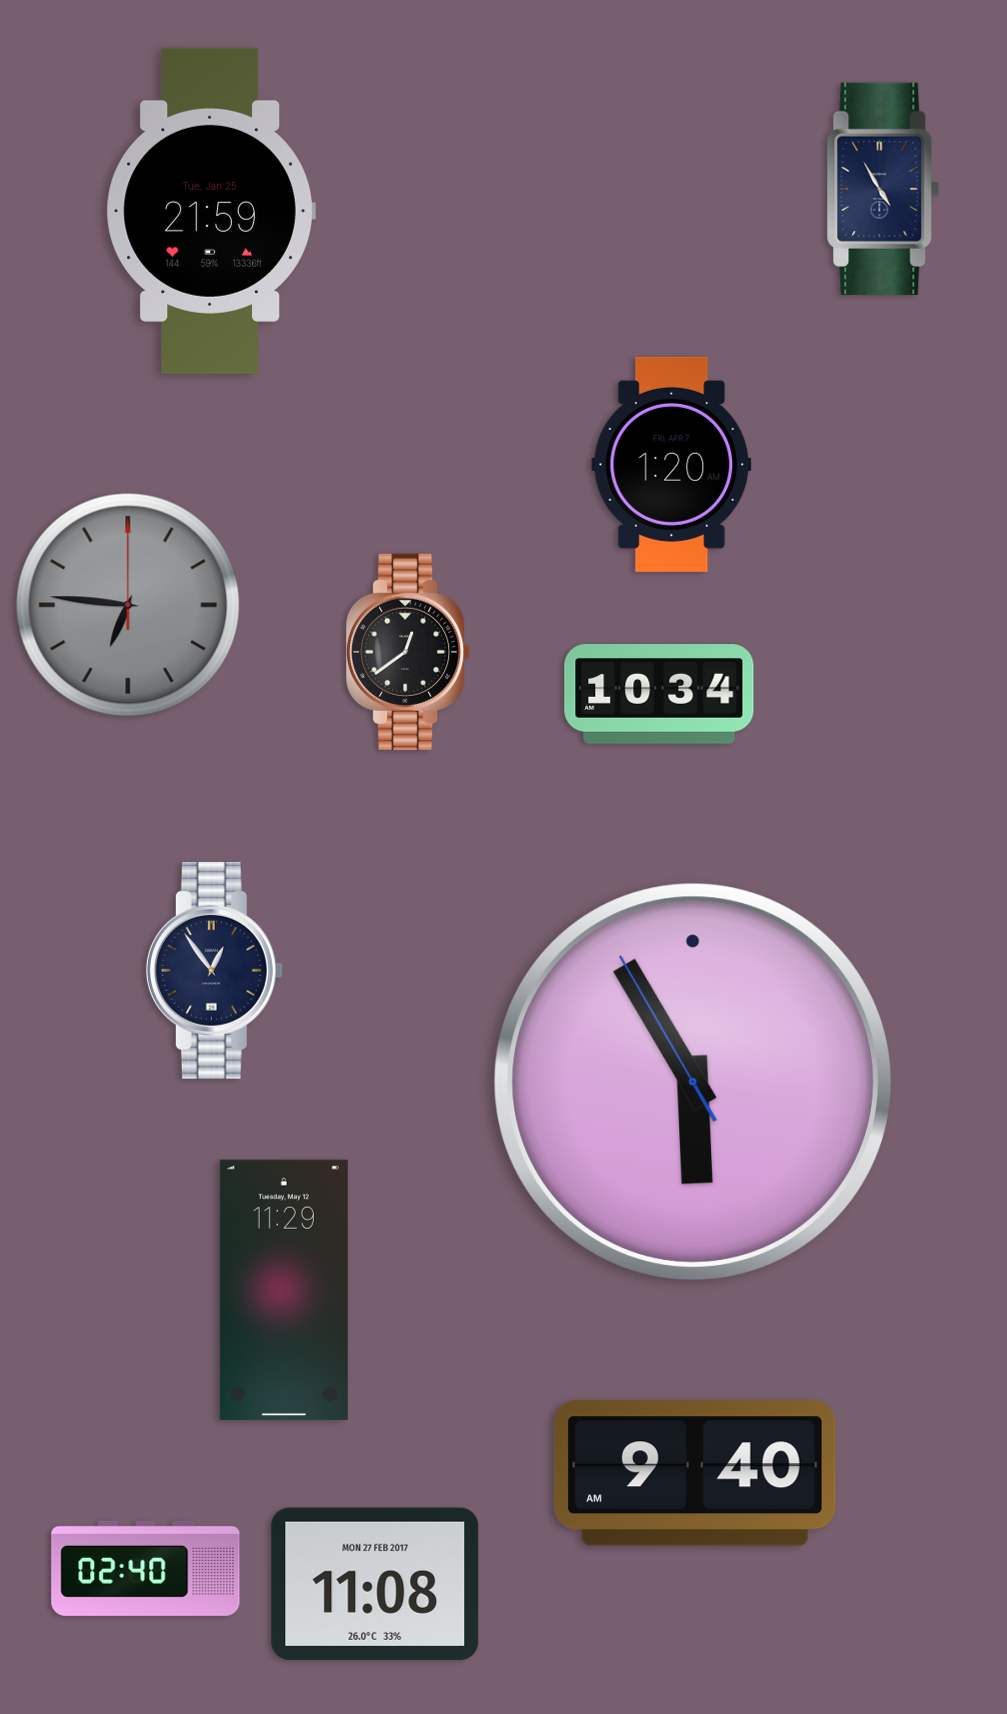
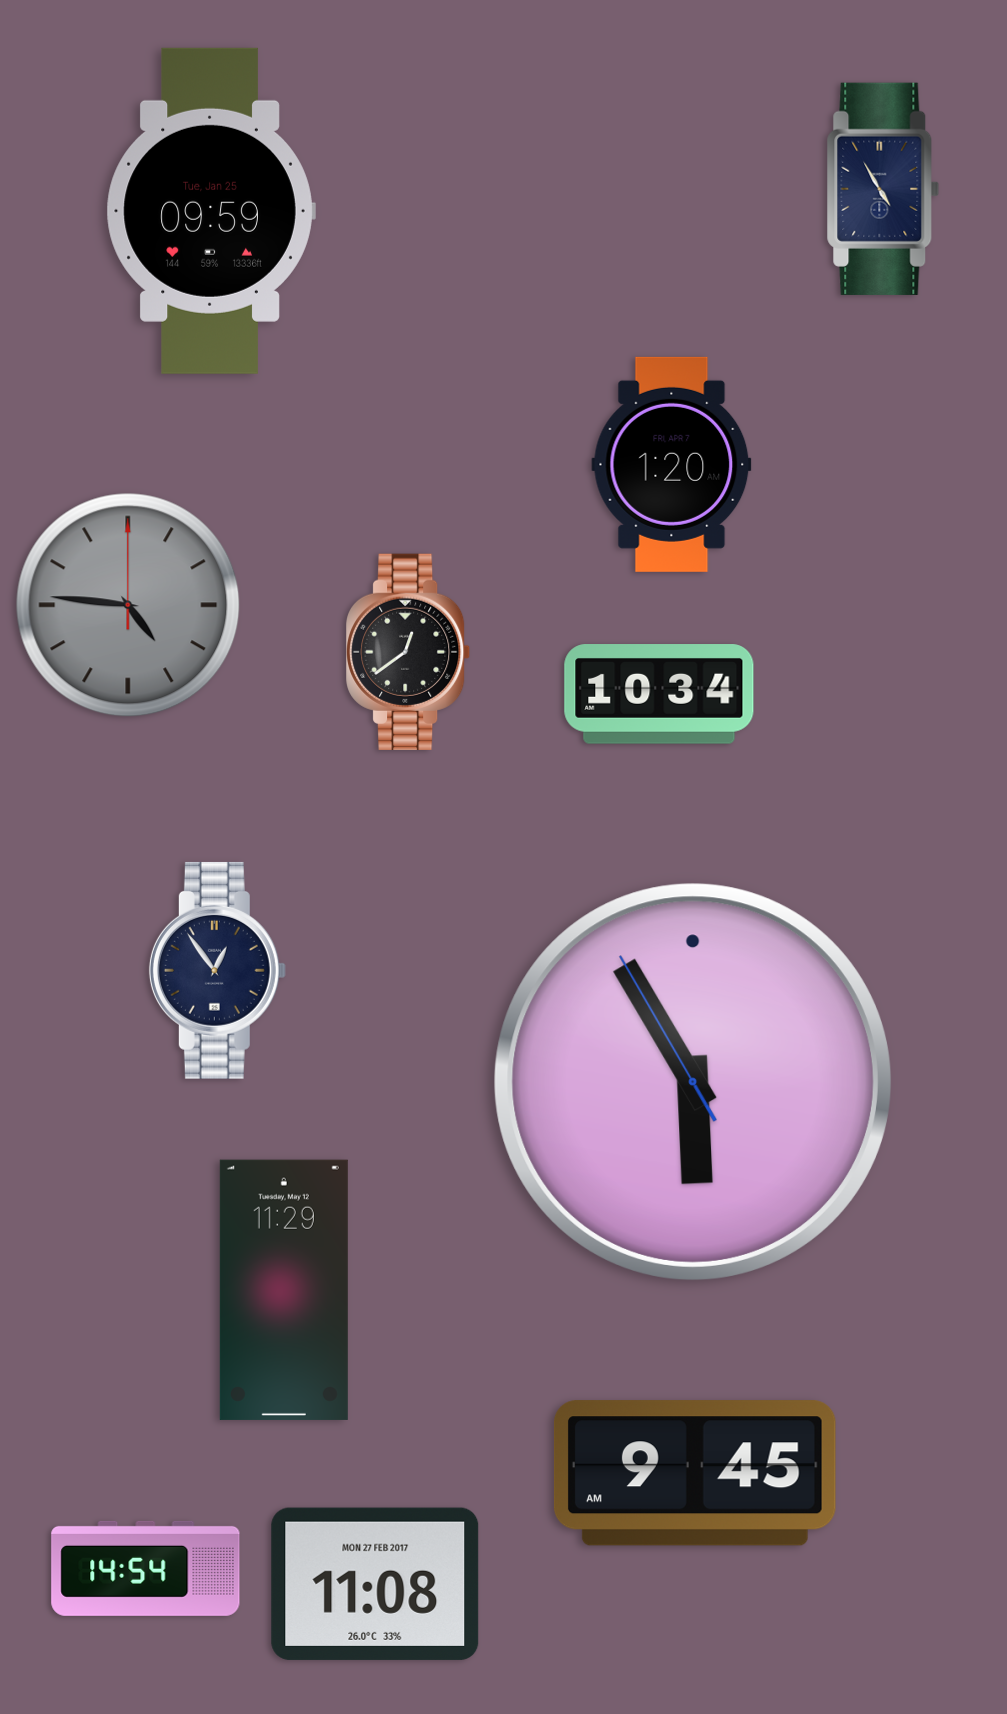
clock at (211, 211): 21:59 -> 09:59
clock at (128, 605): 6:46 -> 4:46
clock at (214, 970) position: (214, 970) -> (217, 970)
clock at (695, 1473): 9:40 -> 9:45
clock at (146, 1568): 02:40 -> 14:54
